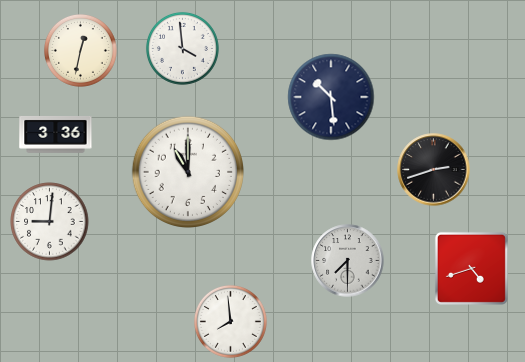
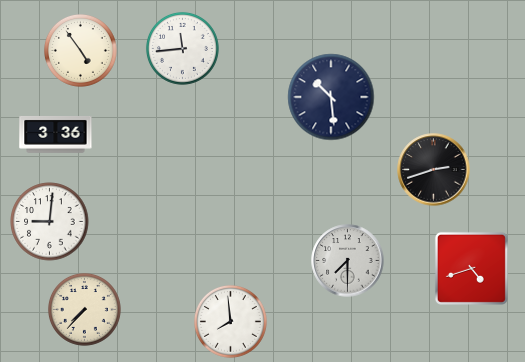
clock at (182, 48): 3:59 -> 11:44
clock at (80, 50): 12:32 -> 4:54
clock at (187, 171): 11:00 -> none
clock at (84, 309): none -> 7:37
